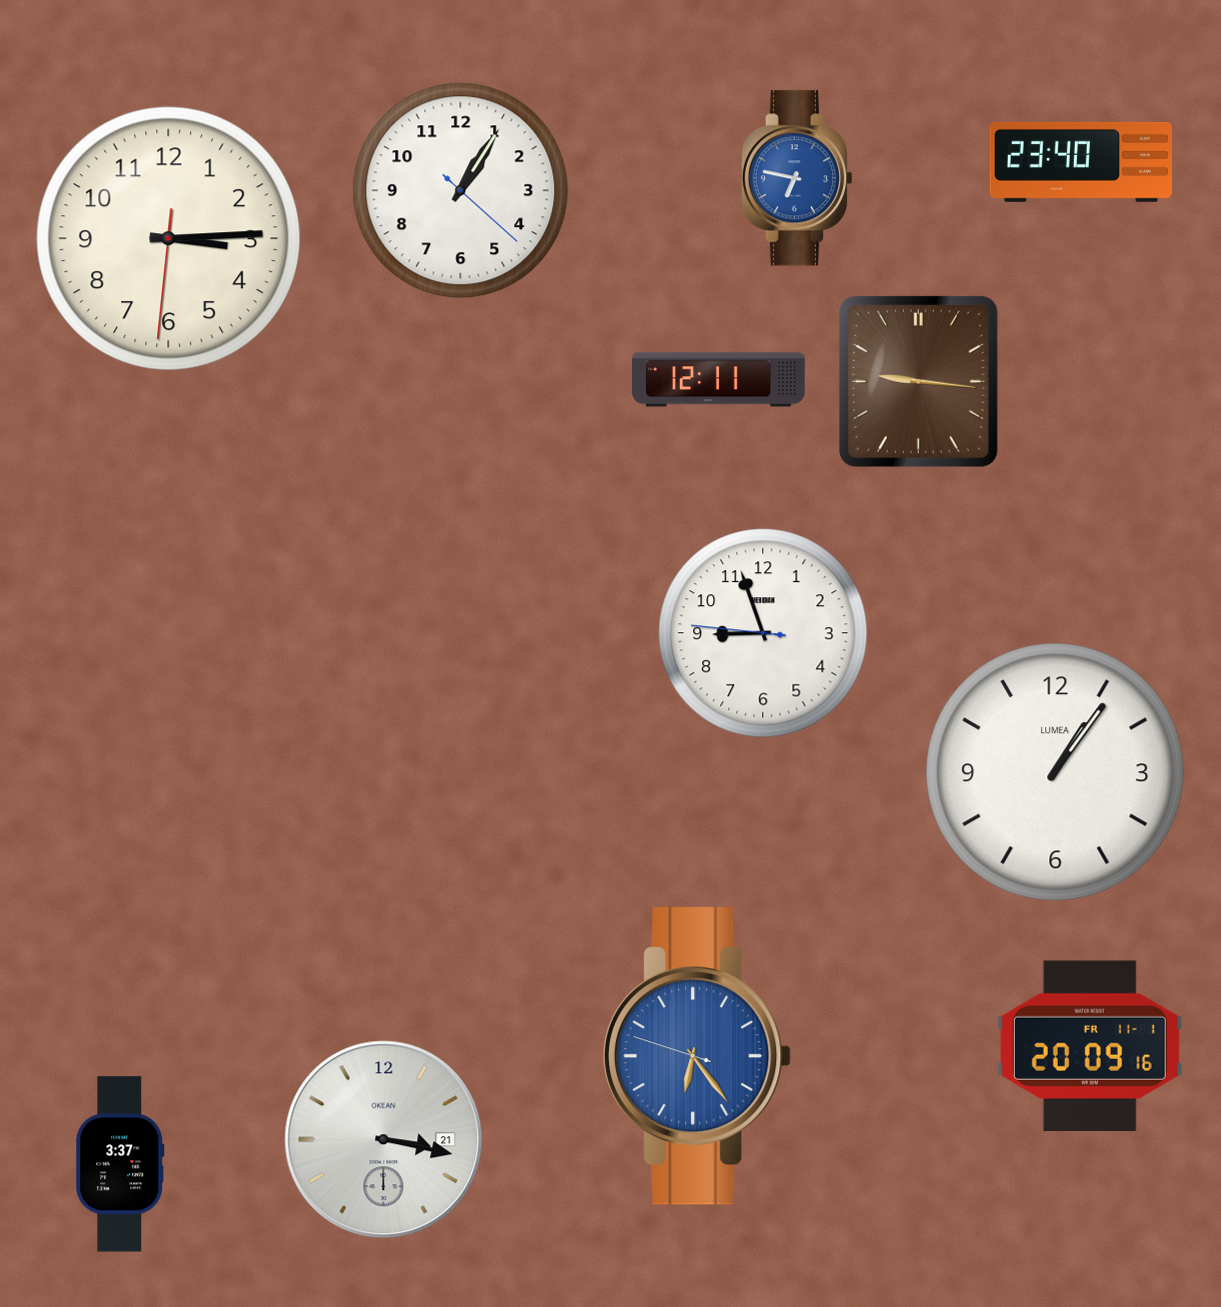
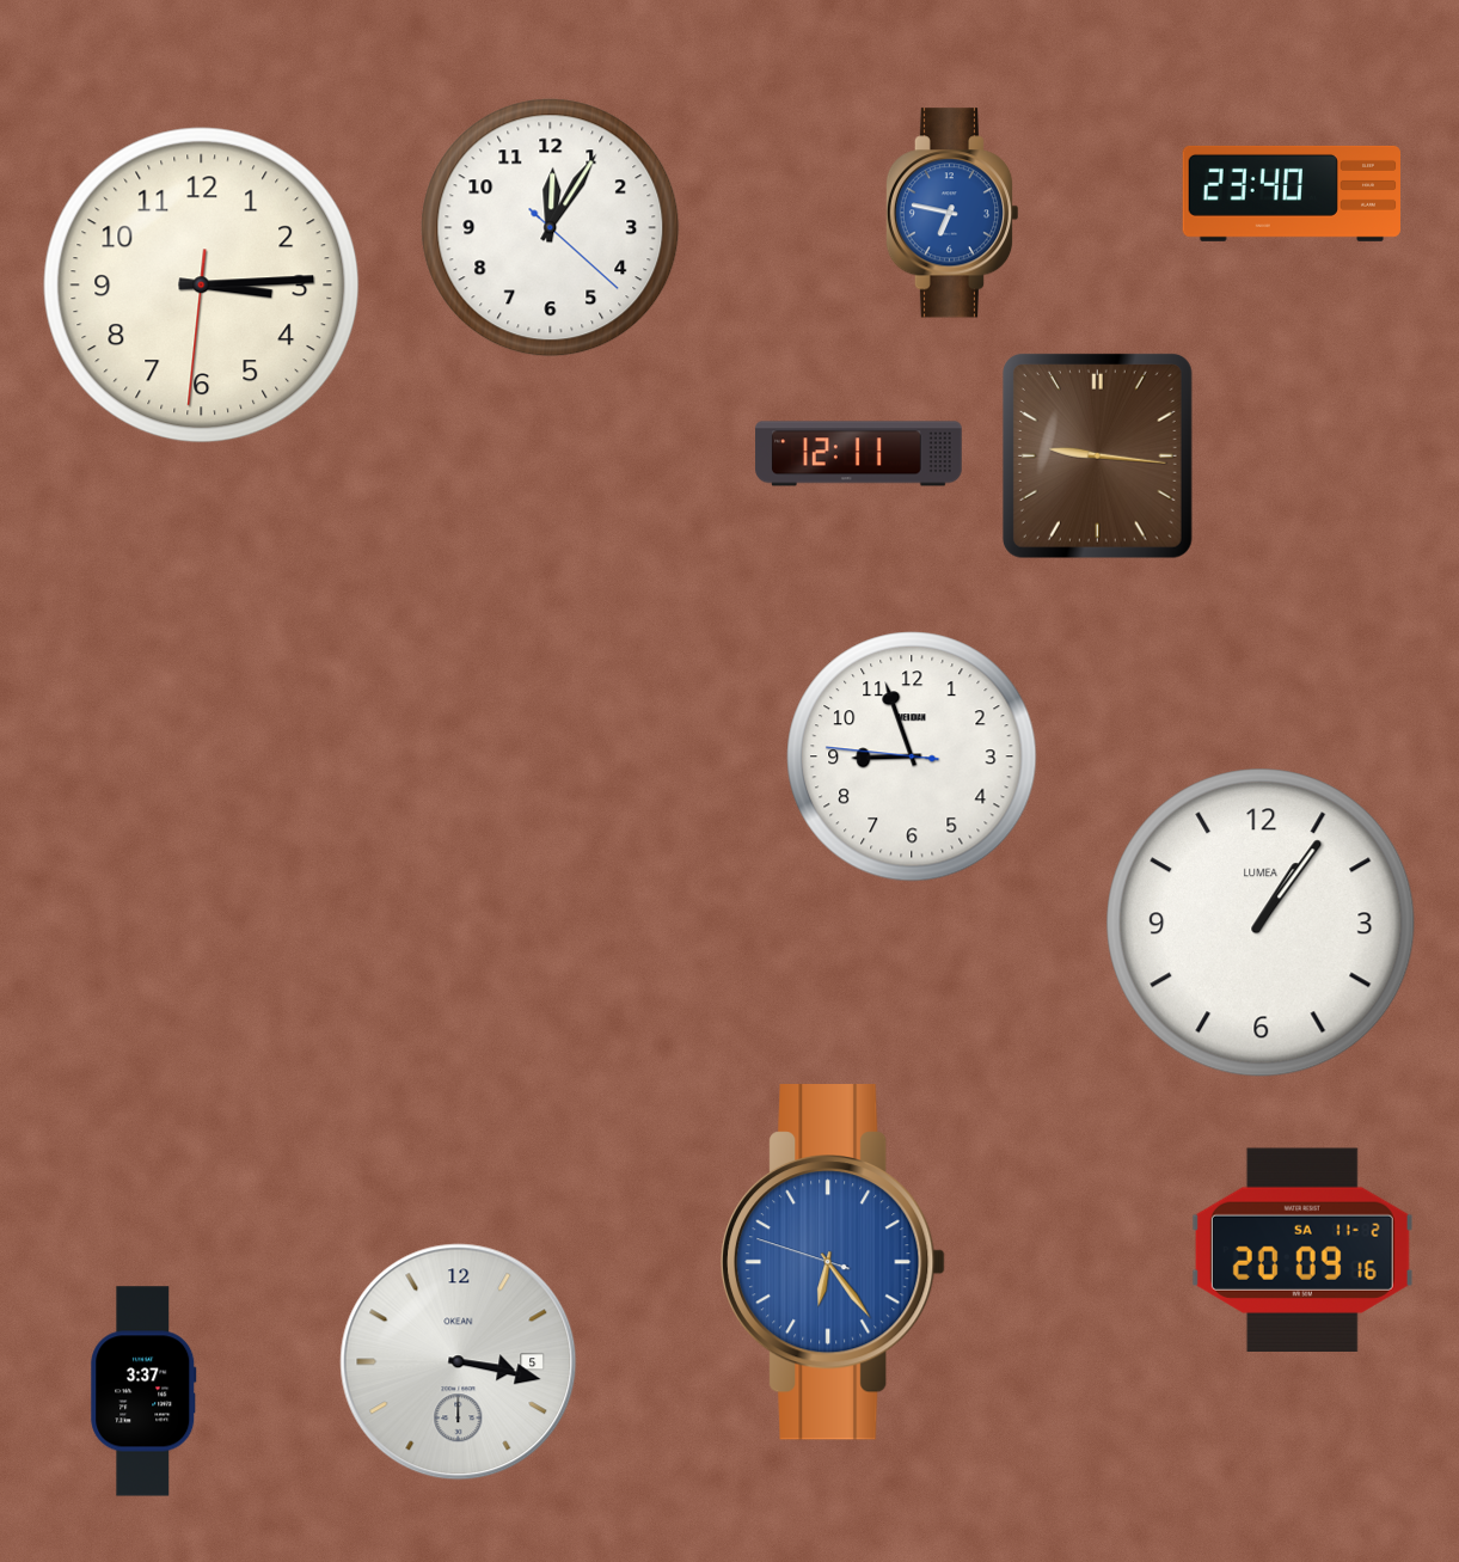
clock at (461, 191): 1:05 -> 12:05
clock at (1090, 1045) date: FR 11-1 -> SA 11-2
clock at (384, 1140) date: 21 -> 5
